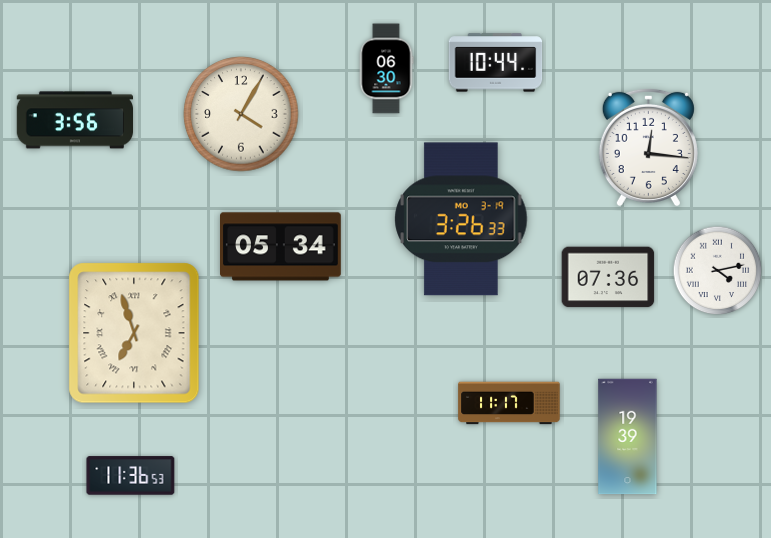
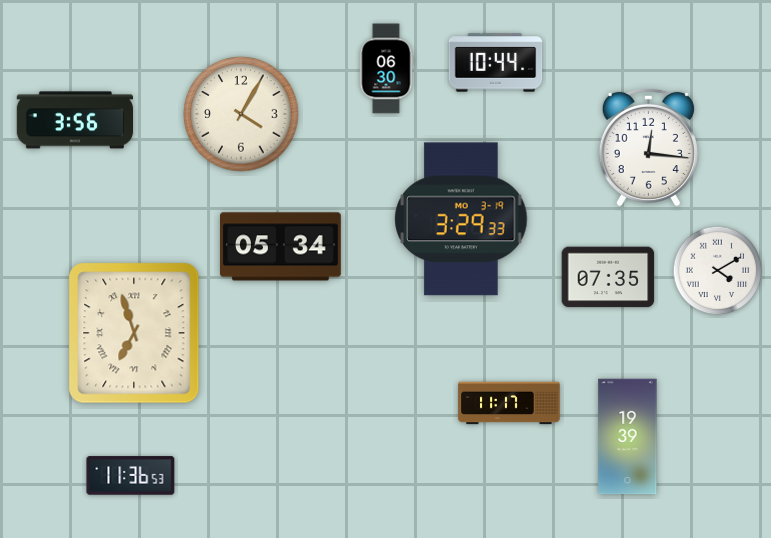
clock at (461, 219): 3:26 -> 3:29
clock at (718, 271): 4:13 -> 4:10
clock at (608, 277): 07:36 -> 07:35
